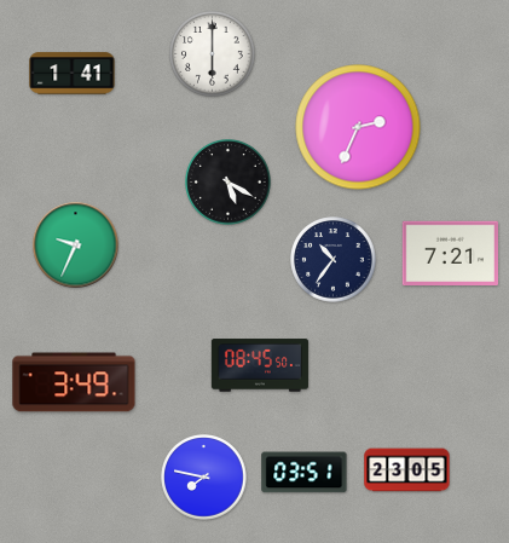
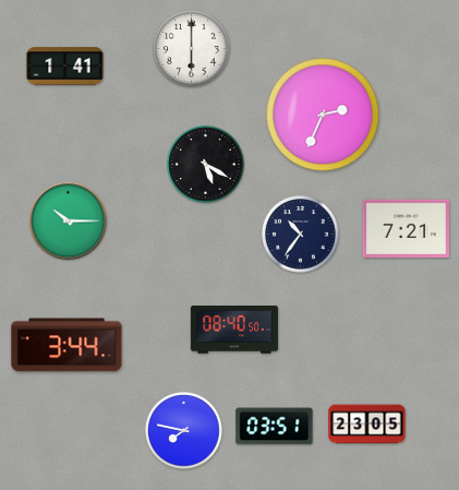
clock at (76, 245): 9:34 -> 10:15
clock at (260, 365): 08:45 -> 08:40
clock at (74, 382): 3:49 -> 3:44
